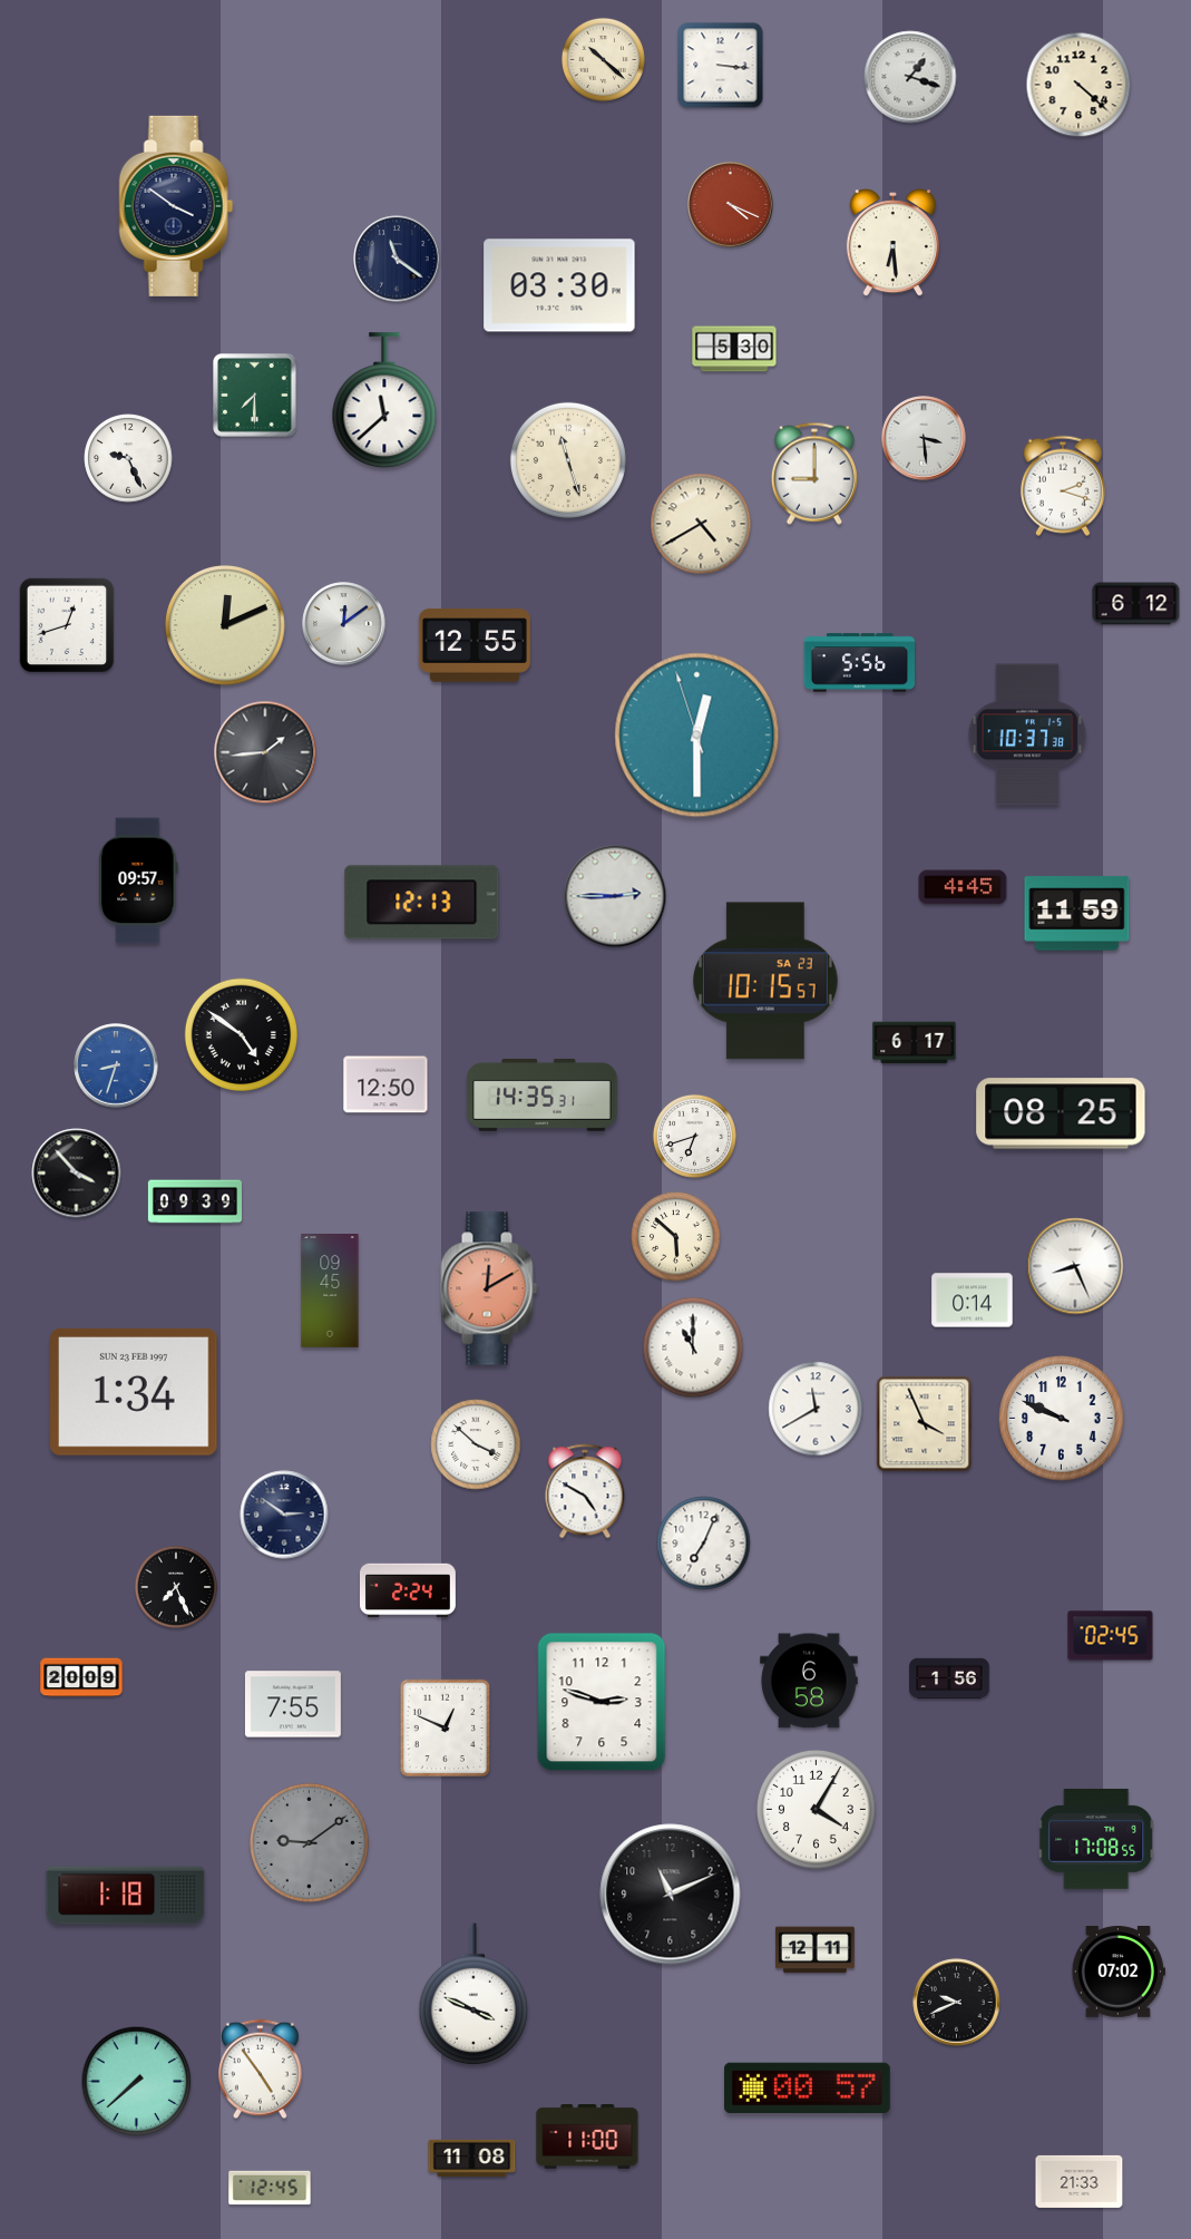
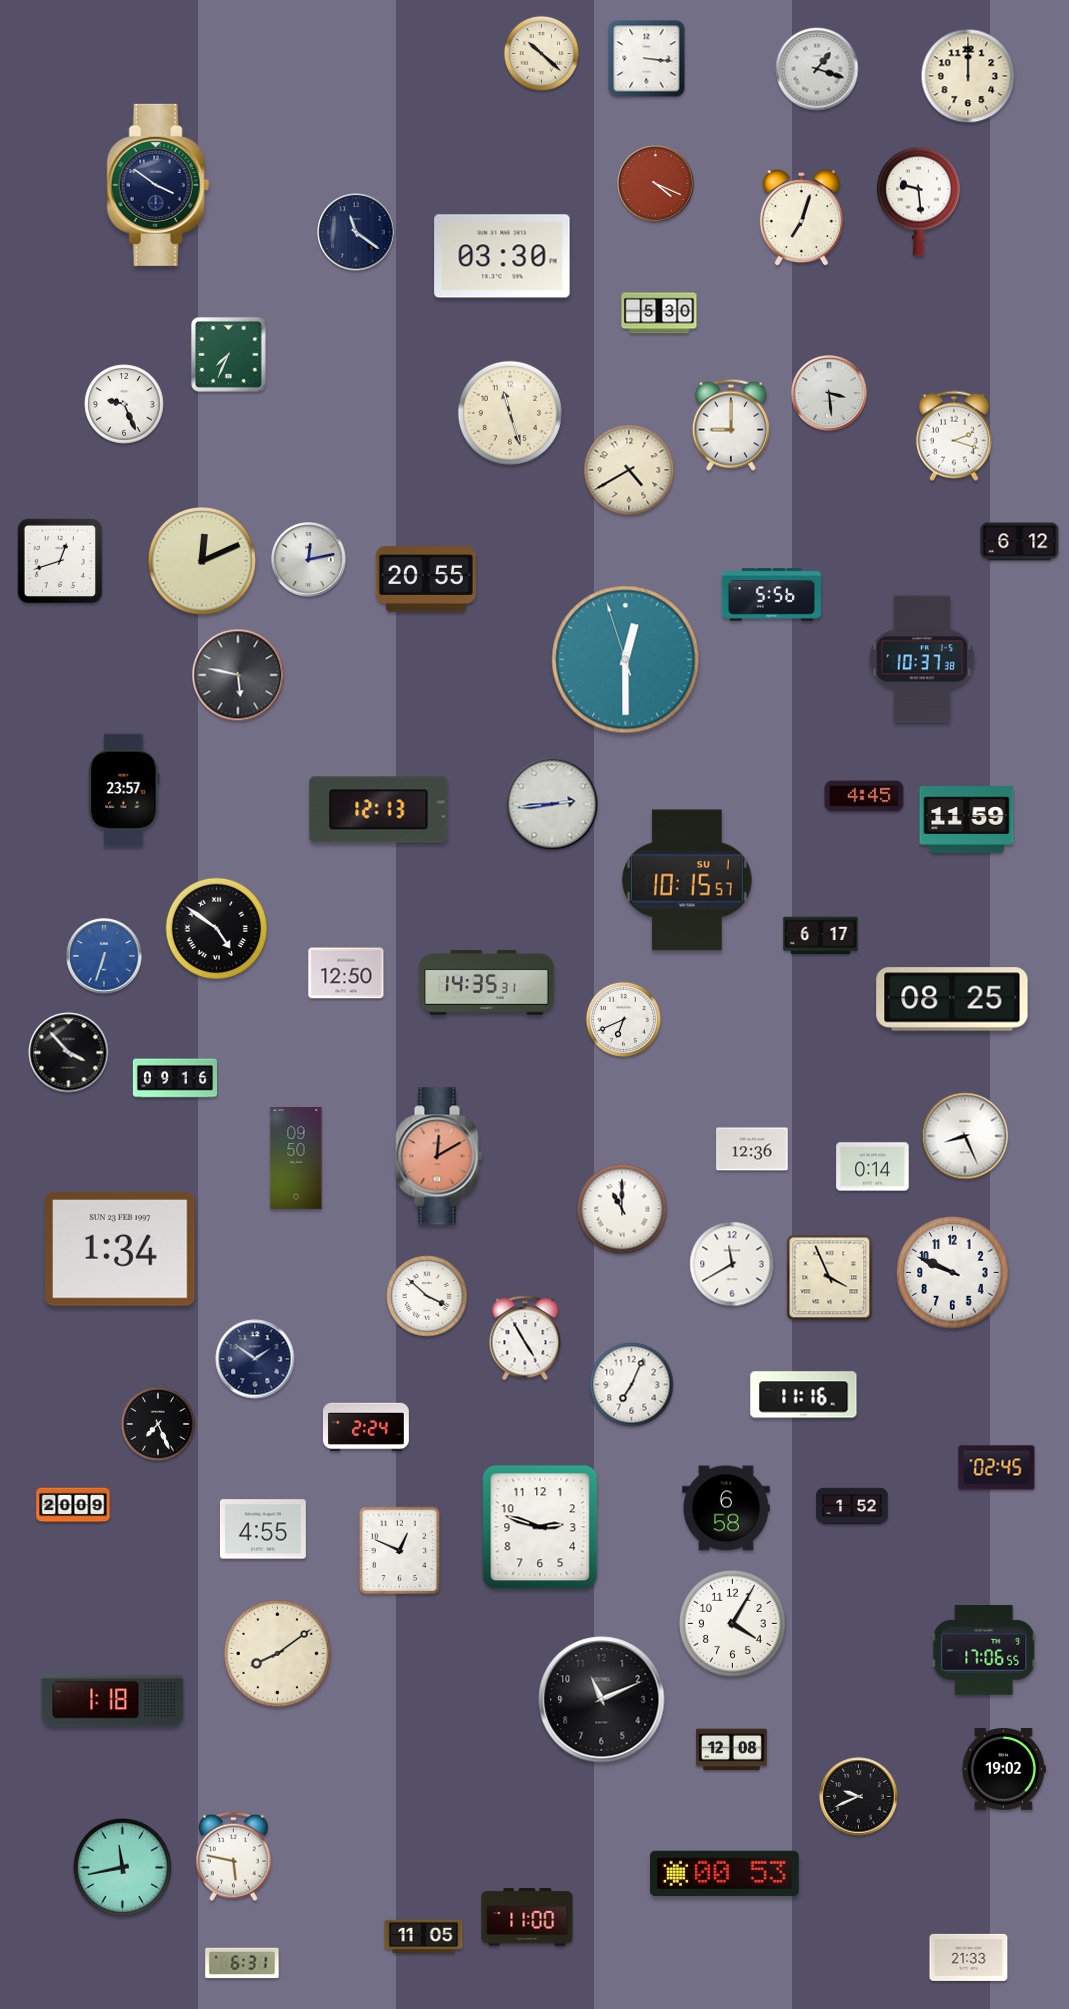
clock at (1078, 85): 4:22 -> 12:00
clock at (919, 201): none -> 9:29
clock at (892, 244): 6:29 -> 7:03
clock at (255, 396): 7:30 -> 7:34
clock at (384, 401): 11:38 -> none
clock at (128, 458) position: (128, 458) -> (124, 404)
clock at (344, 624): 12:09 -> 12:13
clock at (475, 645): 12:55 -> 20:55
clock at (265, 752): 1:44 -> 5:47
clock at (138, 880): 09:57 -> 23:57
clock at (615, 896): 2:45 -> 2:44
clock at (767, 981) date: SA 23 -> SU 1
clock at (116, 1065): 8:33 -> 6:33
clock at (694, 1136): 6:42 -> 6:41
clock at (194, 1201): 09:39 -> 09:16
clock at (676, 1237): 5:52 -> none
clock at (752, 1149): none -> 12:36
clock at (330, 1292): 09:45 -> 09:50
clock at (585, 1491): 4:50 -> 4:55
clock at (284, 1515): 2:51 -> 1:51
clock at (804, 1395): none -> 11:16
clock at (949, 1678): 1:56 -> 1:52
clock at (293, 1704): 7:55 -> 4:55
clock at (1096, 1839): 17:08 -> 17:06
clock at (309, 1842): 9:09 -> 8:09
clock at (309, 1842) dial: grey -> cream
clock at (816, 1950): 12:11 -> 12:08
clock at (1119, 1973): 07:02 -> 19:02
clock at (474, 1995): 3:49 -> none
clock at (260, 2070): 4:54 -> 5:47
clock at (137, 2082): 7:38 -> 11:43
clock at (808, 2087): 00:57 -> 00:53
clock at (472, 2158): 11:08 -> 11:05
clock at (270, 2188): 12:45 -> 6:31
